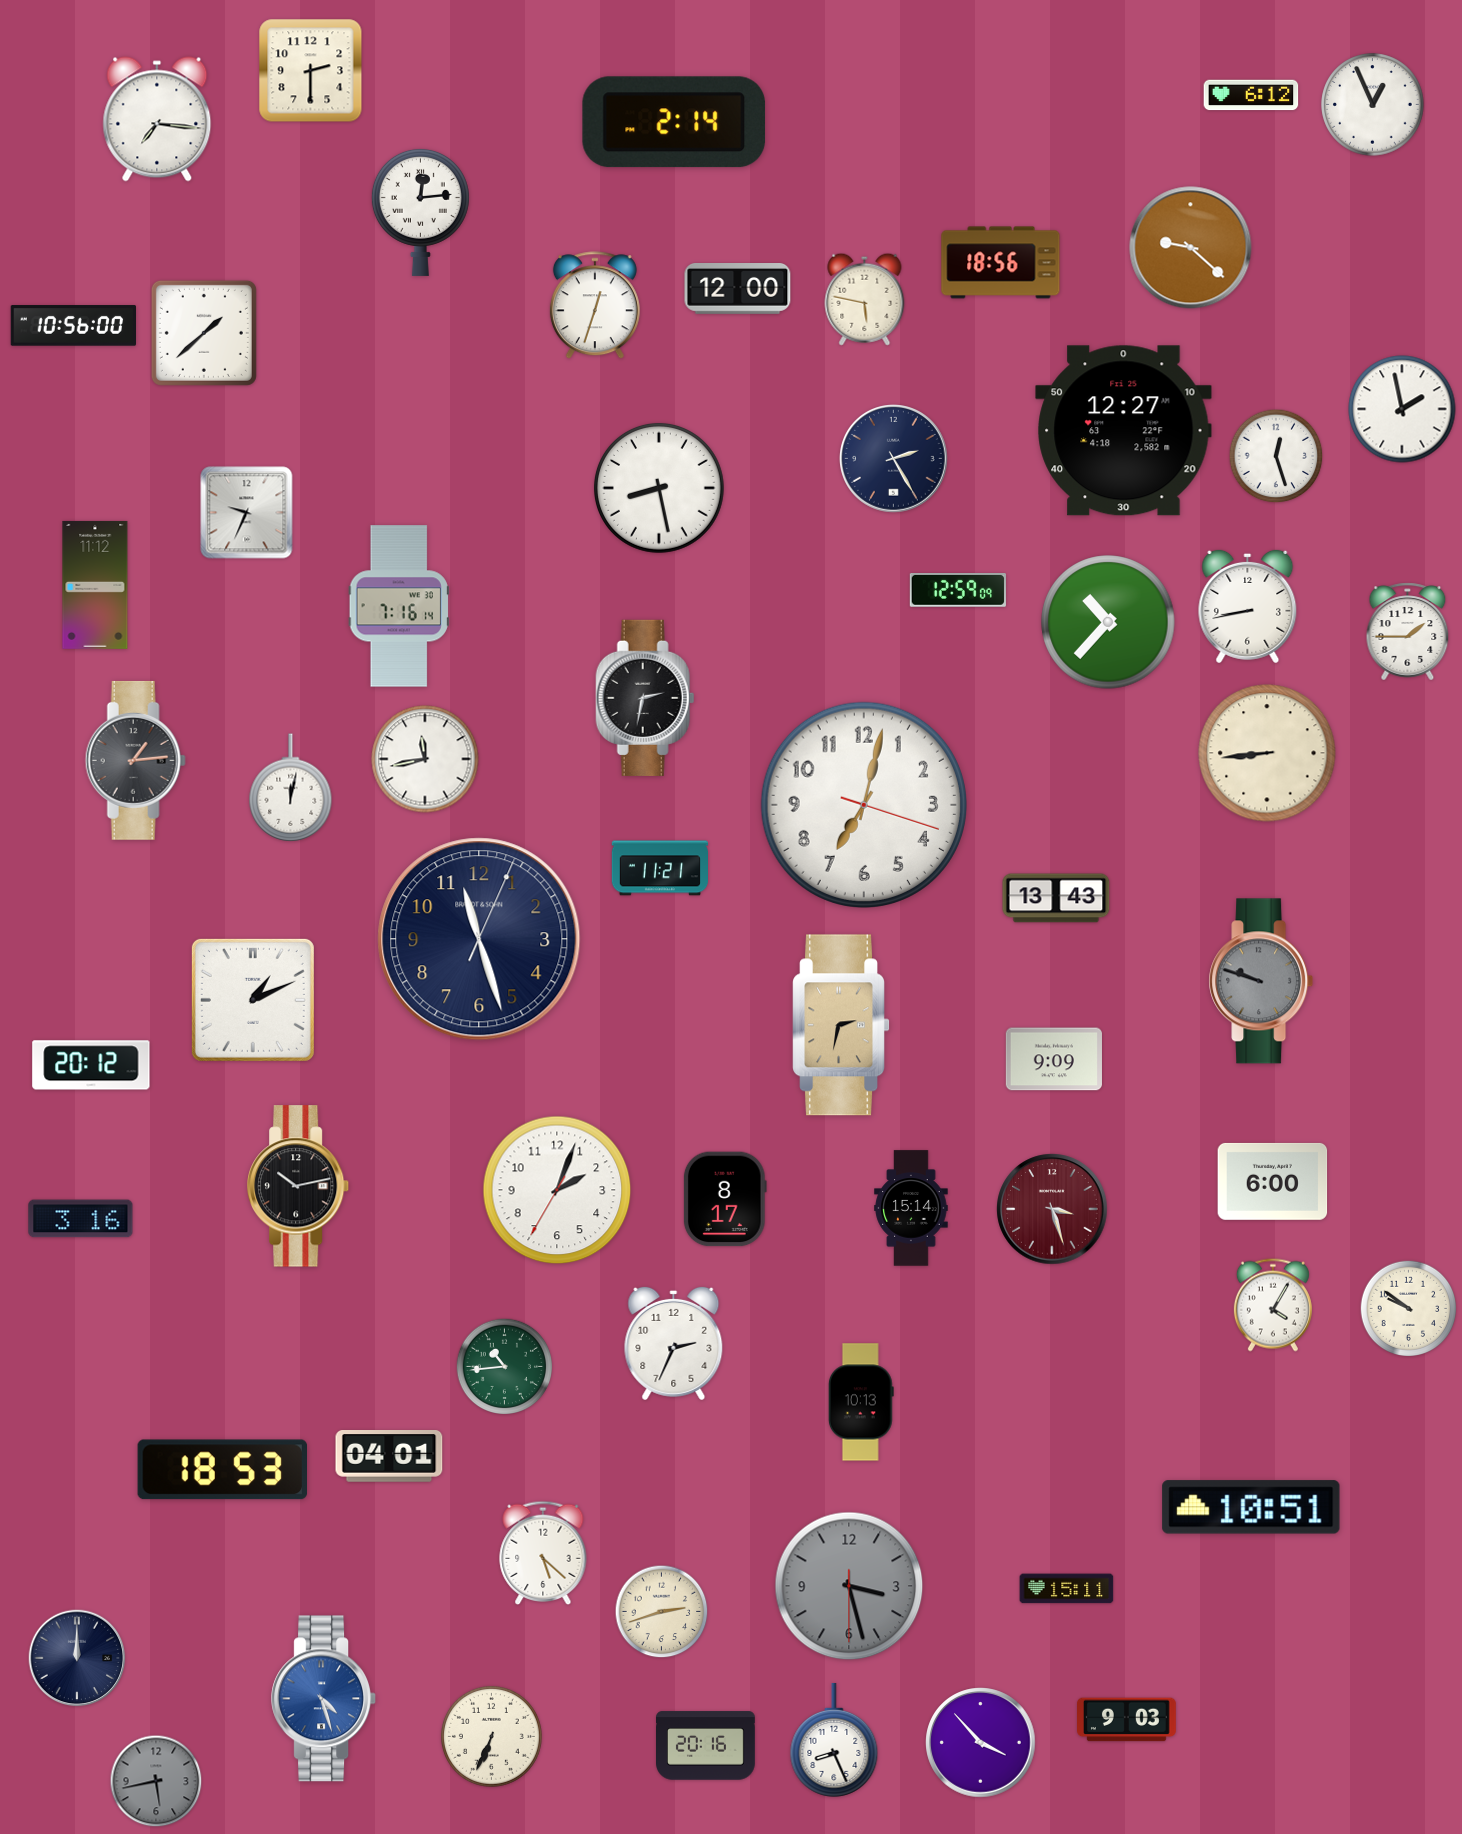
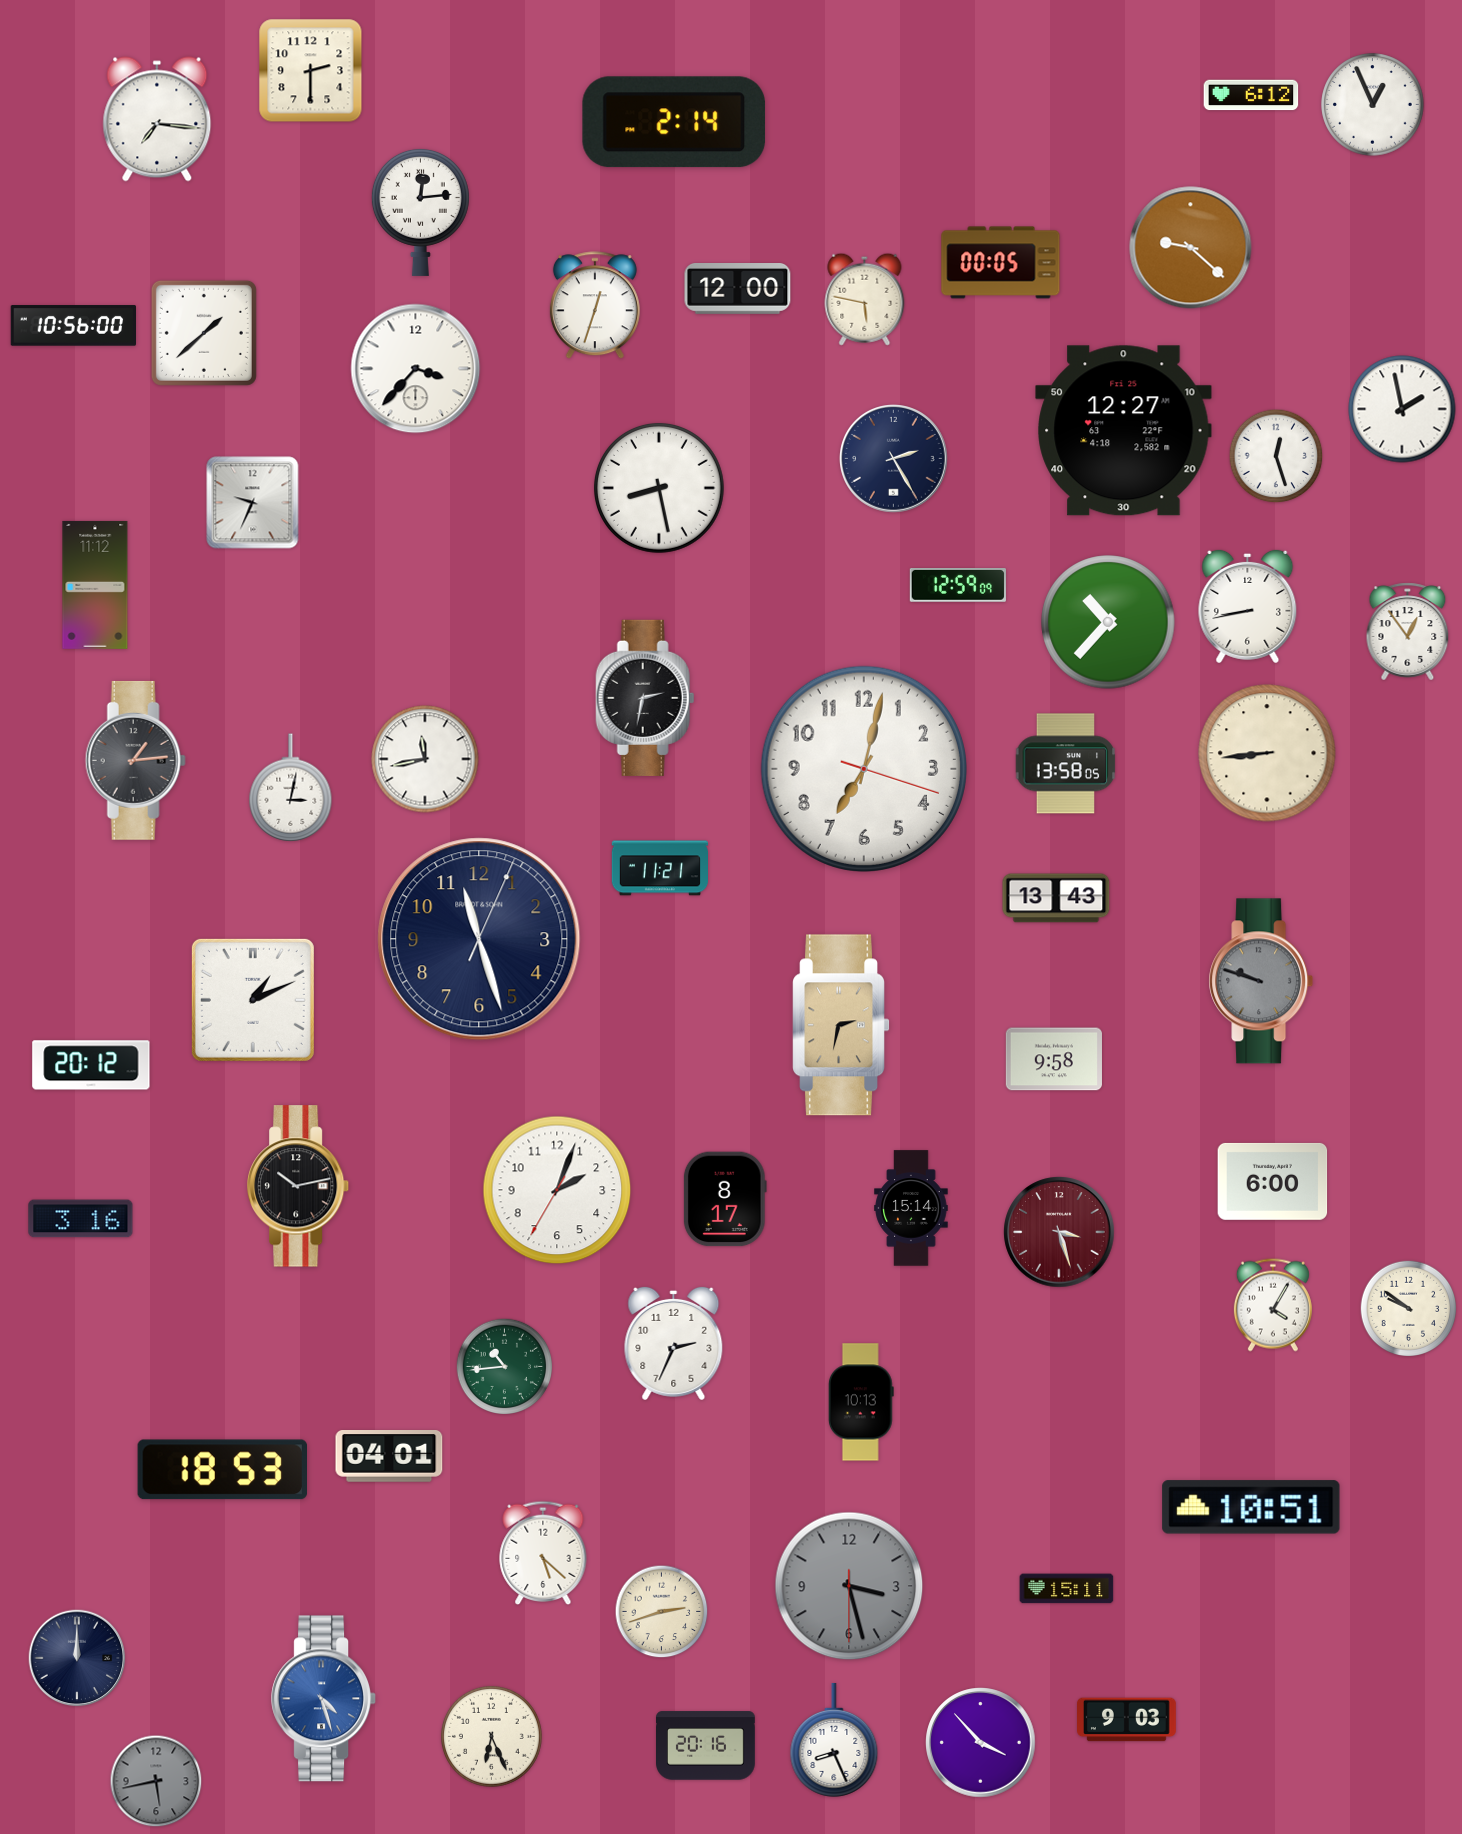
clock at (1001, 263): 18:56 -> 00:05
clock at (416, 369): none -> 3:37
clock at (247, 513) position: (247, 513) -> (253, 503)
clock at (958, 591) position: (958, 591) -> (958, 586)
clock at (399, 606): 7:16 -> none
clock at (1408, 632): 1:45 -> 12:54
clock at (1066, 764): none -> 13:58
clock at (291, 788): 12:02 -> 3:02
clock at (864, 805) position: (864, 805) -> (864, 769)
clock at (1054, 1059): 9:09 -> 9:58
clock at (1052, 1209) position: (1052, 1209) -> (1059, 1232)
clock at (491, 1736): 6:34 -> 6:26
